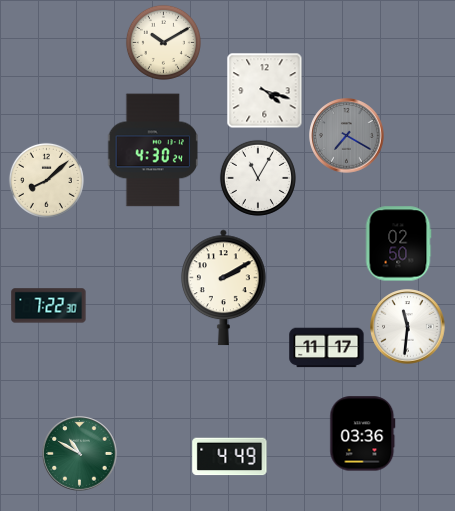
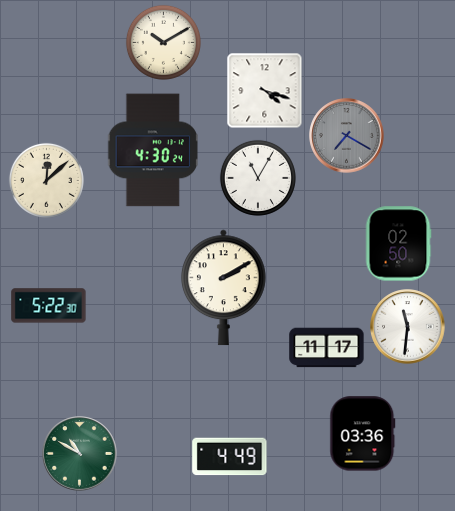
clock at (46, 180): 8:08 -> 12:08
clock at (49, 306): 7:22 -> 5:22
